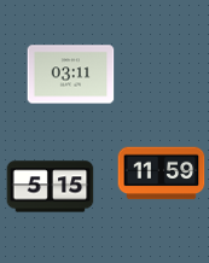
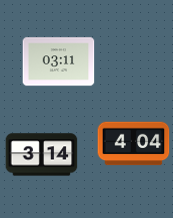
clock at (162, 174): 11:59 -> 4:04
clock at (51, 187): 5:15 -> 3:14
